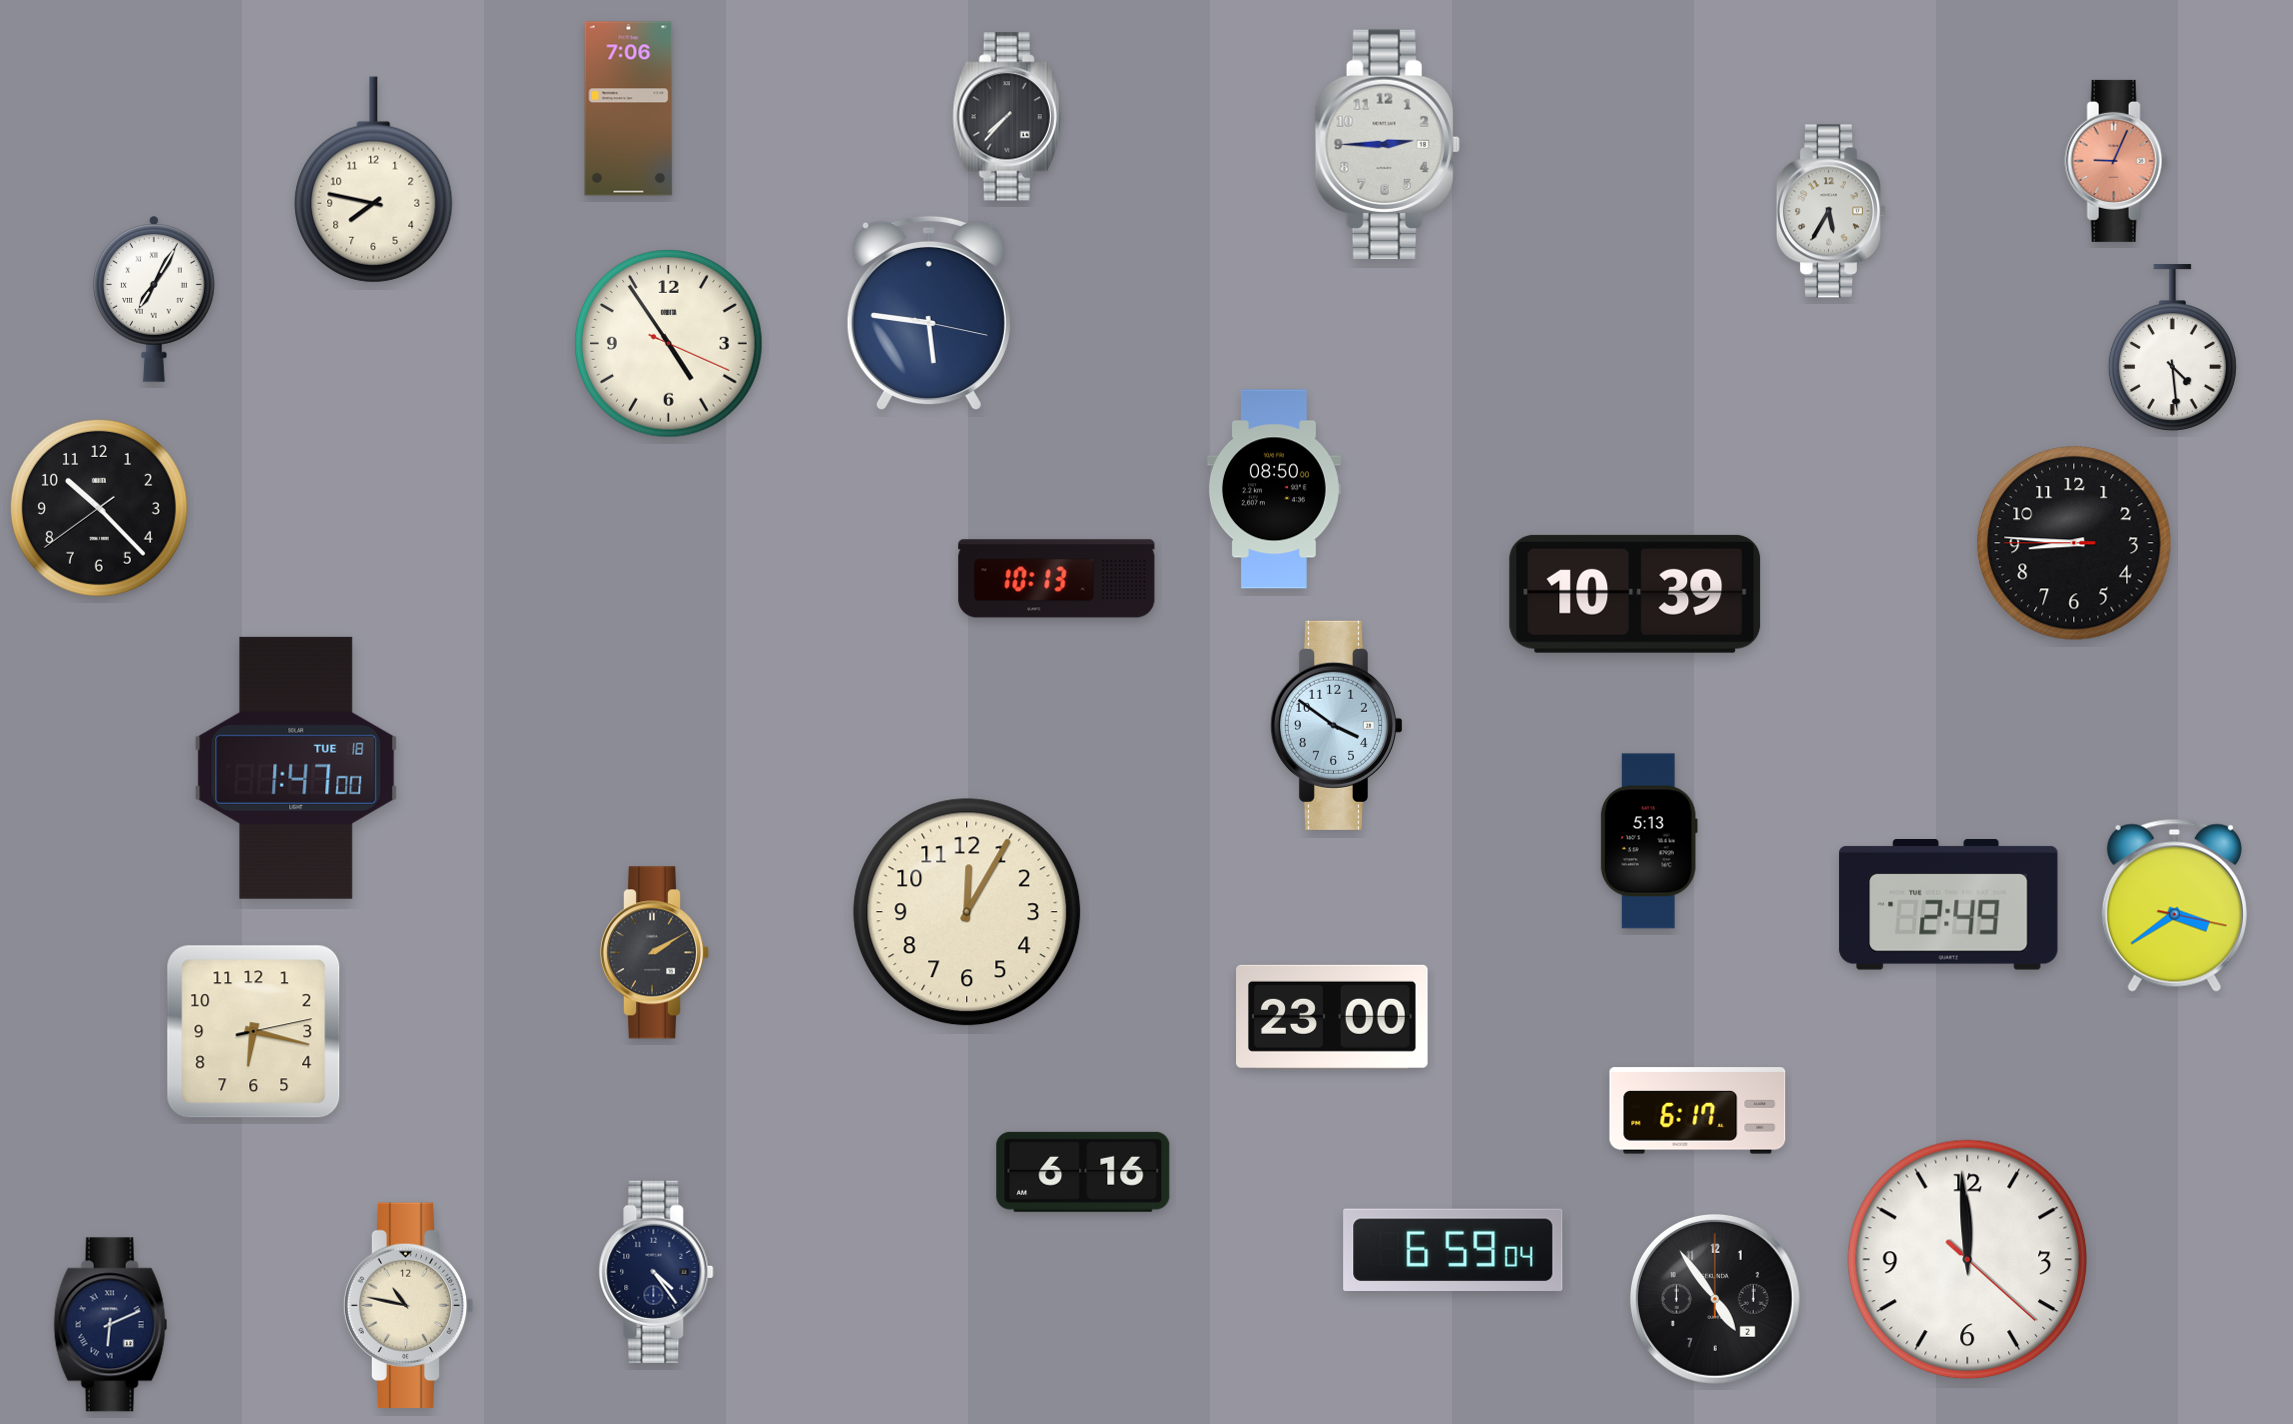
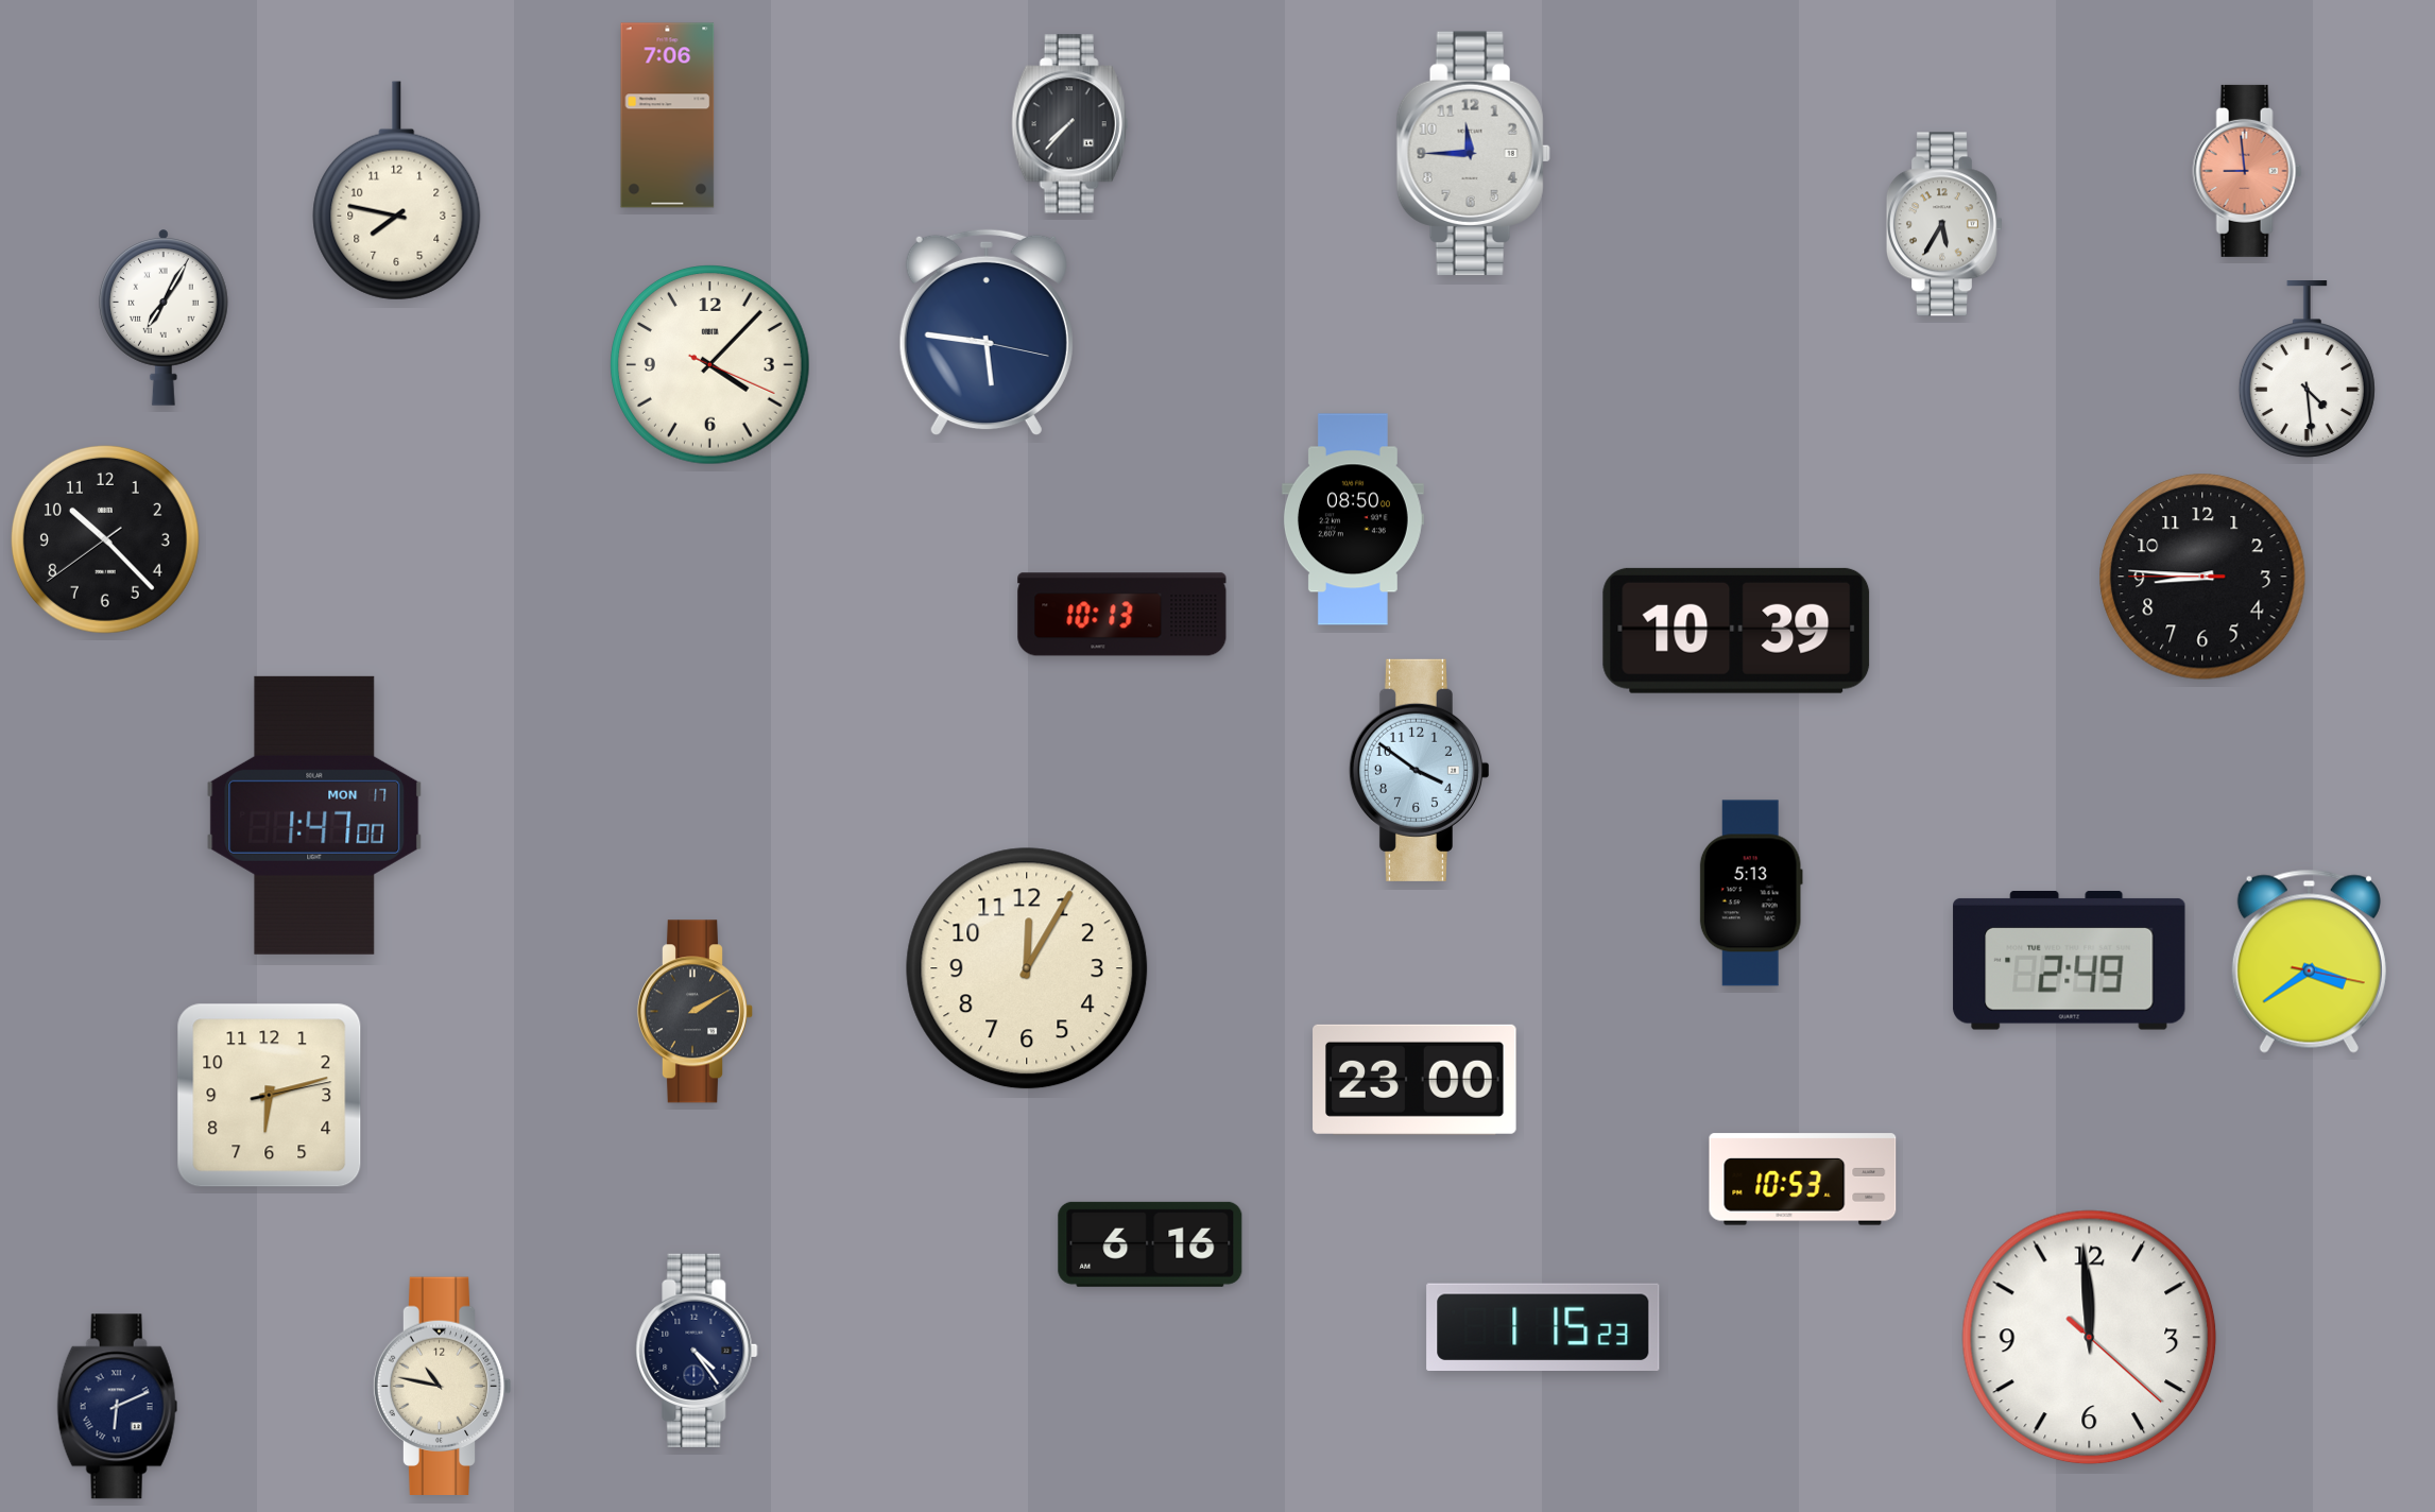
clock at (1387, 145): 2:45 -> 11:45
clock at (2116, 161): 9:04 -> 8:59
clock at (669, 344): 4:54 -> 4:07
clock at (296, 768) date: TUE 18 -> MON 17
clock at (254, 1032): 6:17 -> 6:12
clock at (1698, 1111): 6:17 -> 10:53
clock at (1453, 1250): 6:59 -> 1:15
clock at (1715, 1299): 4:54 -> none
clock at (408, 1306) position: (408, 1306) -> (442, 1387)
